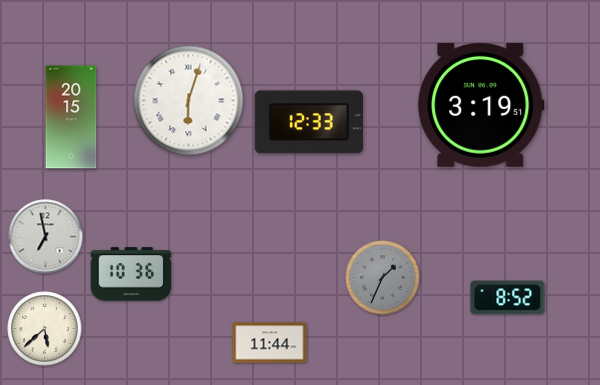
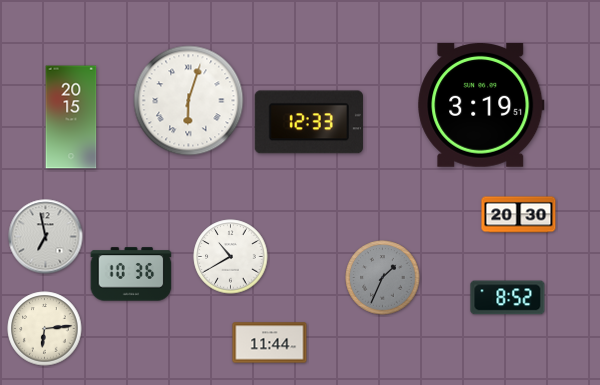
clock at (519, 215): none -> 20:30
clock at (231, 257): none -> 10:40
clock at (45, 329): 5:38 -> 6:14
